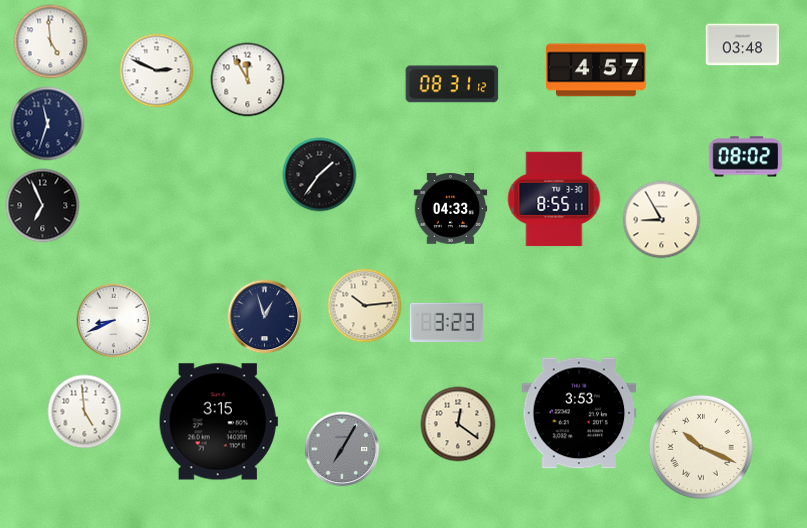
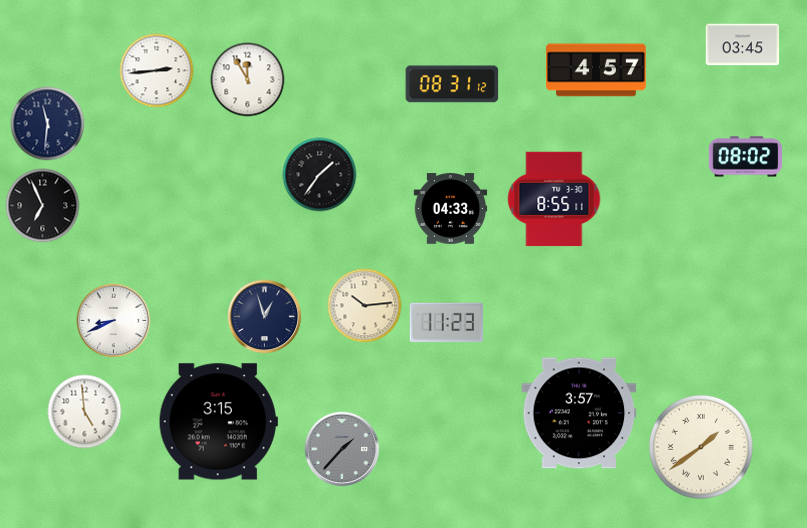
clock at (51, 42): 4:59 -> none
clock at (743, 45): 03:48 -> 03:45
clock at (157, 71): 2:49 -> 2:44
clock at (48, 124): 11:33 -> 11:31
clock at (662, 220): 8:55 -> none
clock at (447, 323): 3:23 -> 11:23
clock at (579, 413): 3:53 -> 3:57
clock at (458, 424): 12:21 -> none
clock at (701, 447): 10:19 -> 1:39
clock at (342, 449): 7:05 -> 1:37
